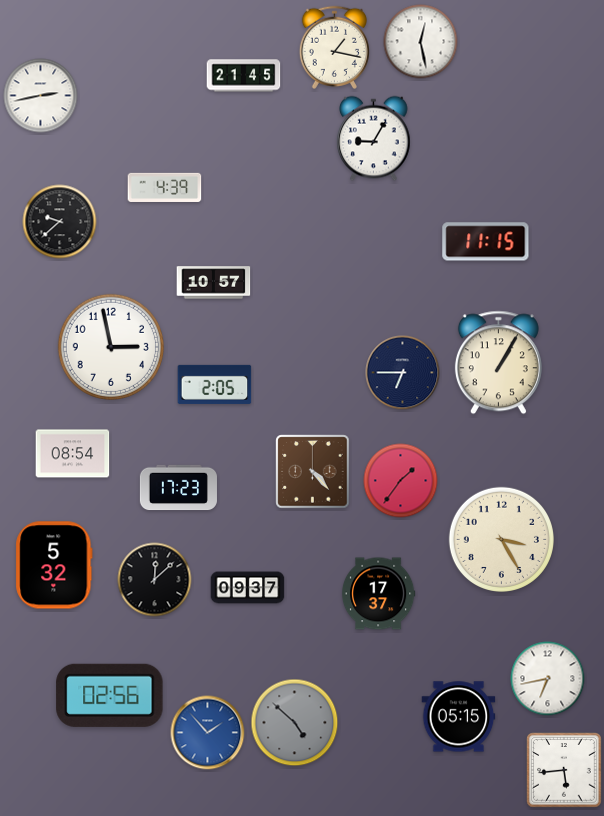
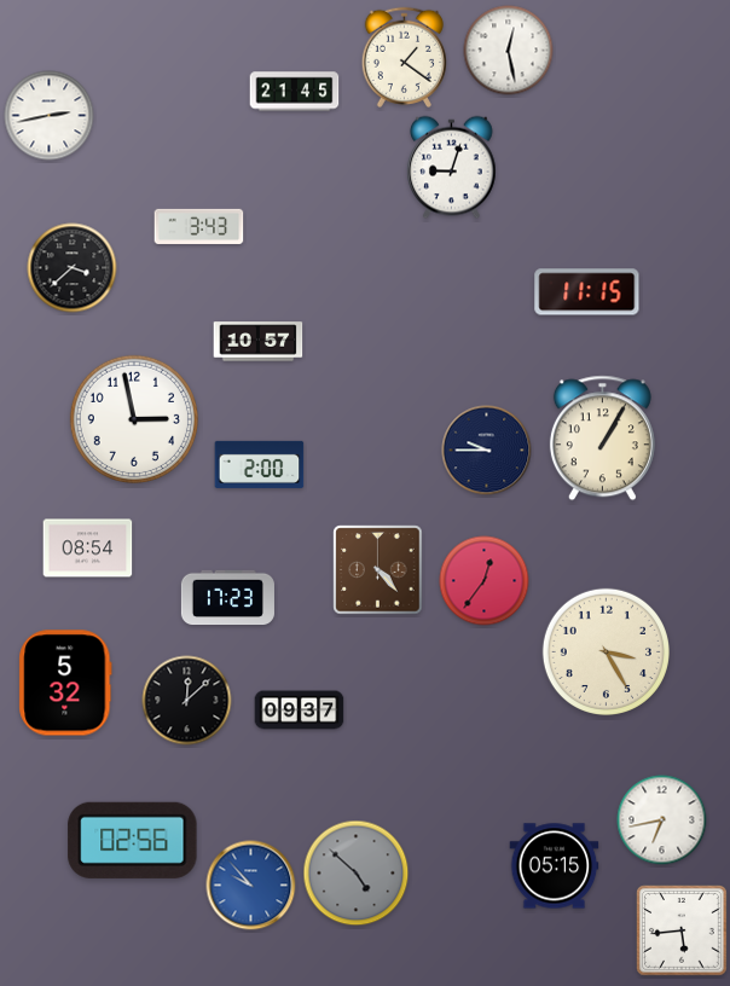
clock at (334, 47): 1:17 -> 1:21
clock at (374, 139): 9:05 -> 9:03
clock at (165, 187): 4:39 -> 3:43
clock at (60, 222): 9:38 -> 3:38
clock at (403, 373): 6:45 -> 9:45
clock at (215, 384): 2:05 -> 2:00
clock at (401, 481): 1:36 -> 12:36
clock at (178, 488) position: (178, 488) -> (227, 598)
clock at (378, 594): 17:37 -> none
clock at (208, 733): 1:53 -> 9:53
